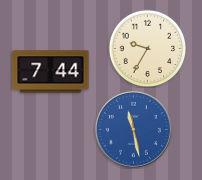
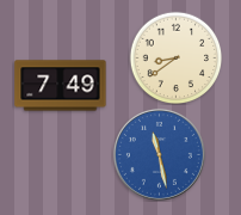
clock at (147, 48): 9:35 -> 8:39
clock at (51, 72): 7:44 -> 7:49
